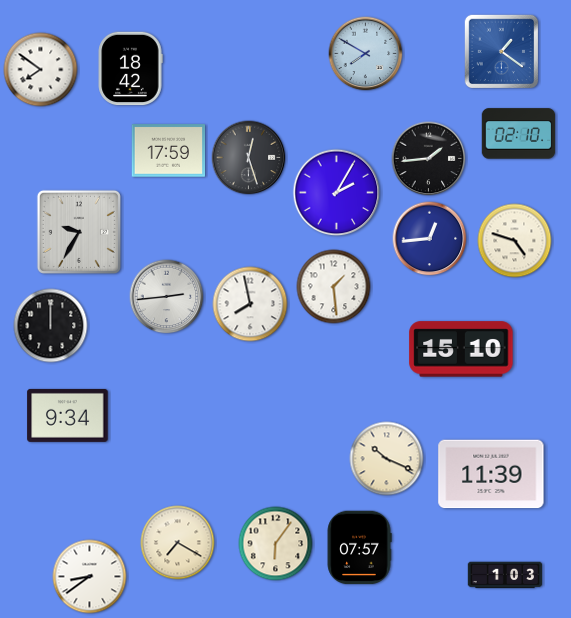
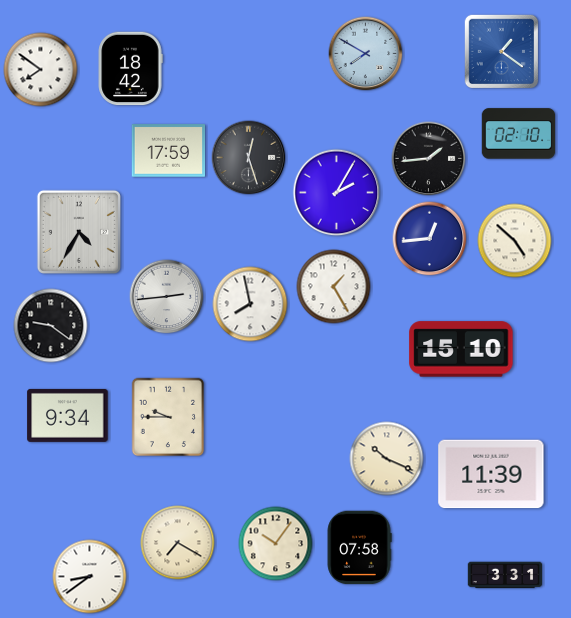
clock at (79, 232): 9:35 -> 4:35
clock at (515, 241): 4:48 -> 4:52
clock at (334, 287): 1:29 -> 1:25
clock at (51, 326): 12:00 -> 9:21
clock at (168, 417): none -> 9:45
clock at (276, 544): 6:06 -> 10:06
clock at (359, 548): 07:57 -> 07:58
clock at (505, 575): 1:03 -> 3:31
